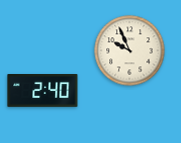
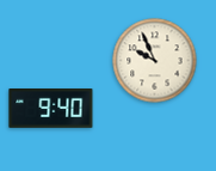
clock at (43, 91): 2:40 -> 9:40
